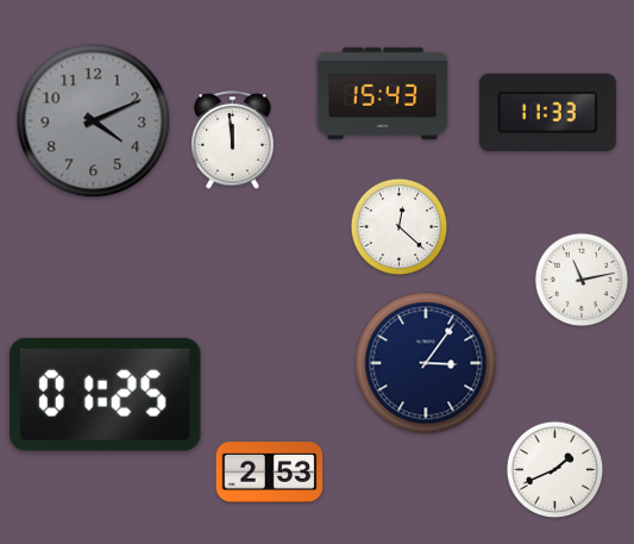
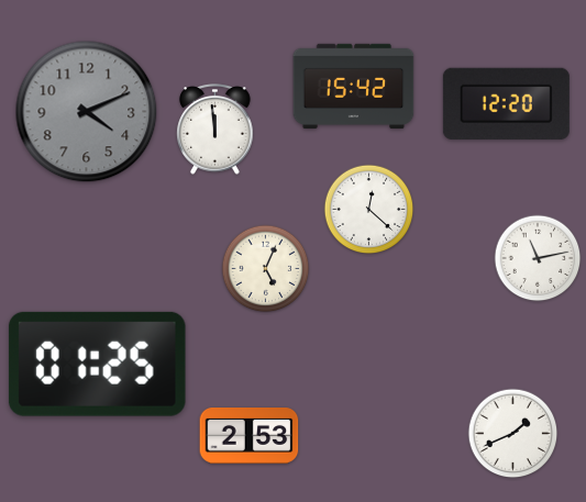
clock at (383, 94): 15:43 -> 15:42
clock at (547, 112): 11:33 -> 12:20
clock at (266, 269): none -> 5:04
clock at (426, 363): 3:06 -> none
